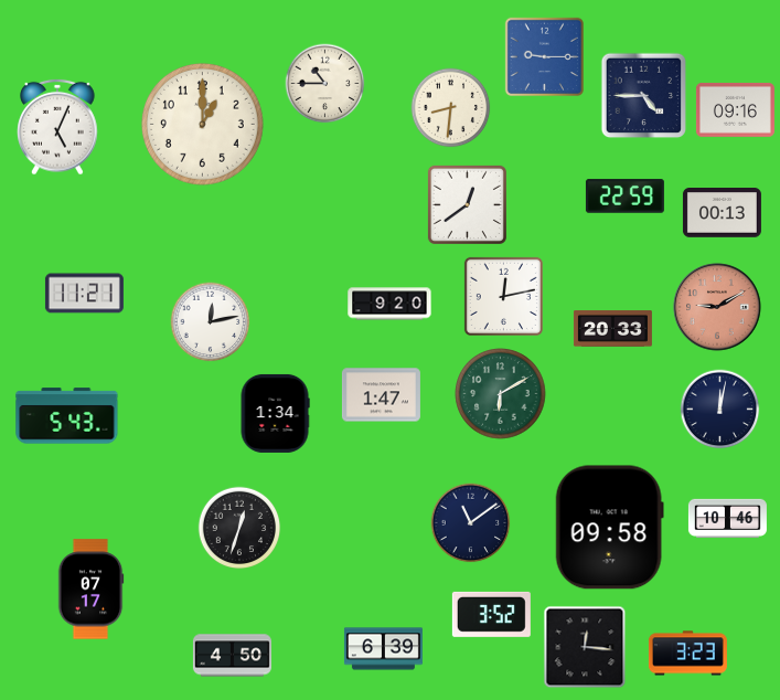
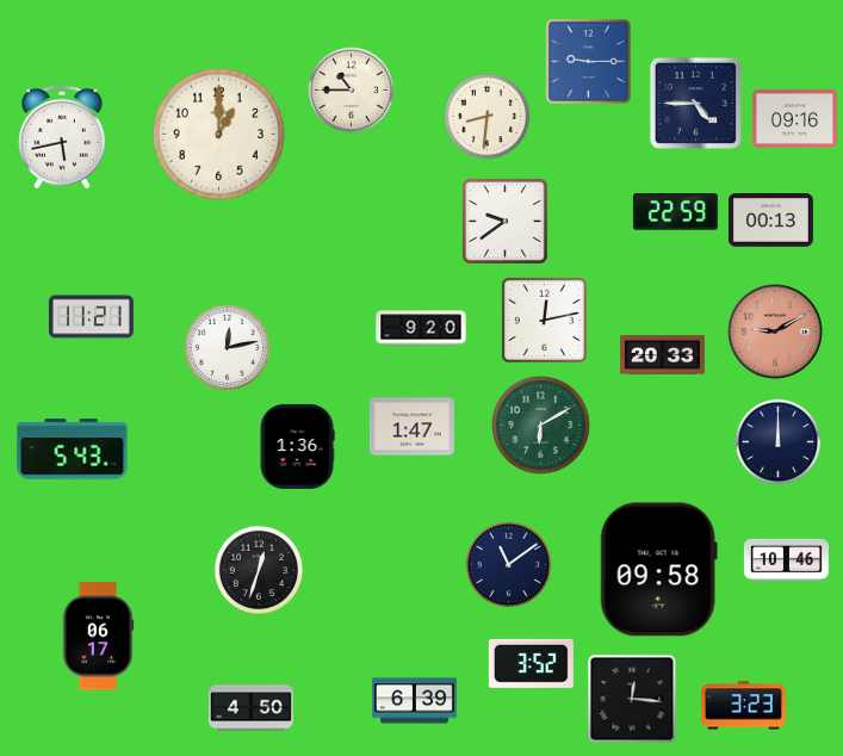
clock at (57, 127): 5:04 -> 5:43
clock at (467, 204): 12:39 -> 9:39
clock at (722, 213) position: (722, 213) -> (770, 221)
clock at (720, 410): 12:02 -> 12:00
clock at (275, 413): 1:34 -> 1:36
clock at (90, 590): 07:17 -> 06:17
